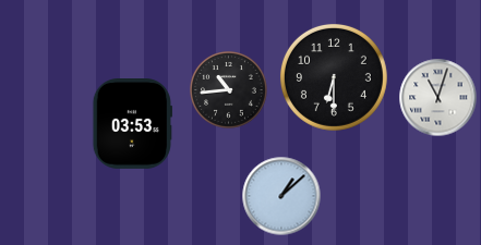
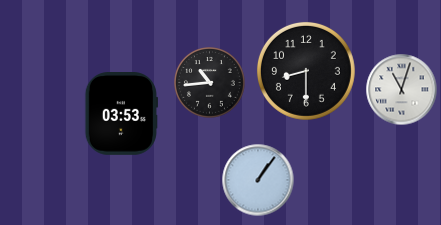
clock at (334, 77): 6:30 -> 8:30
clock at (281, 196): 1:08 -> 1:06
